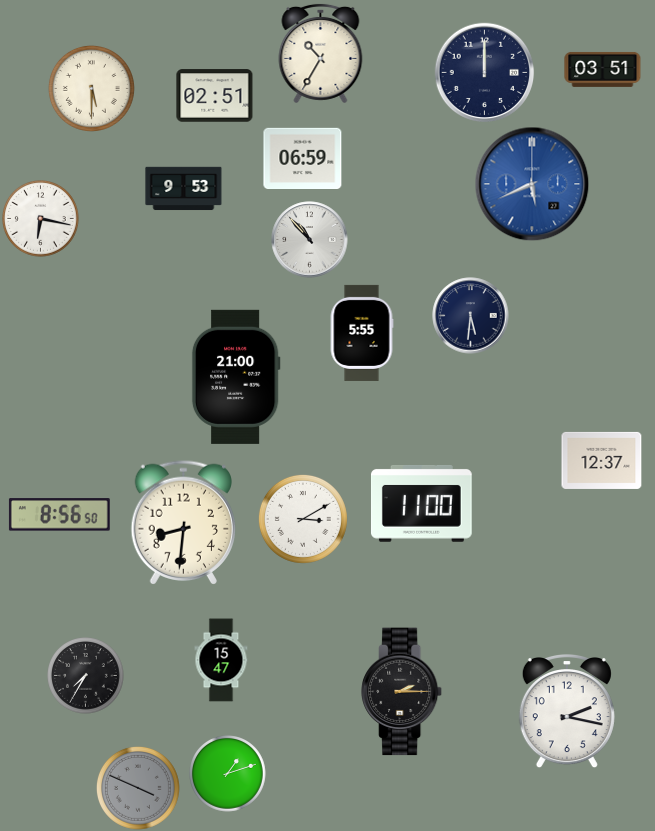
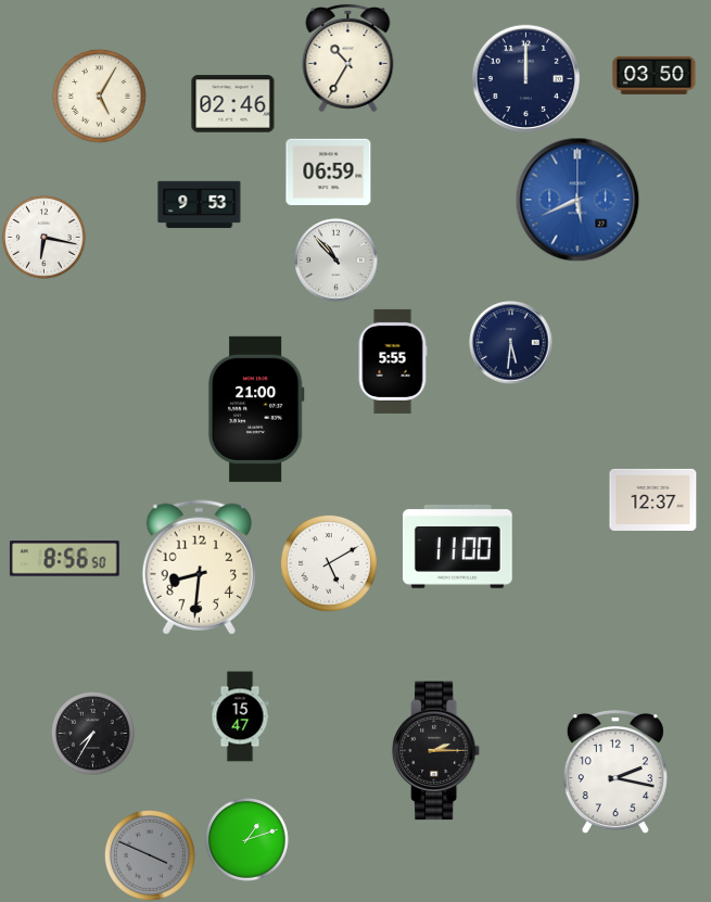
clock at (603, 69): 03:51 -> 03:50
clock at (91, 88): 5:30 -> 5:05
clock at (215, 96): 02:51 -> 02:46
clock at (303, 519): 3:10 -> 5:10
